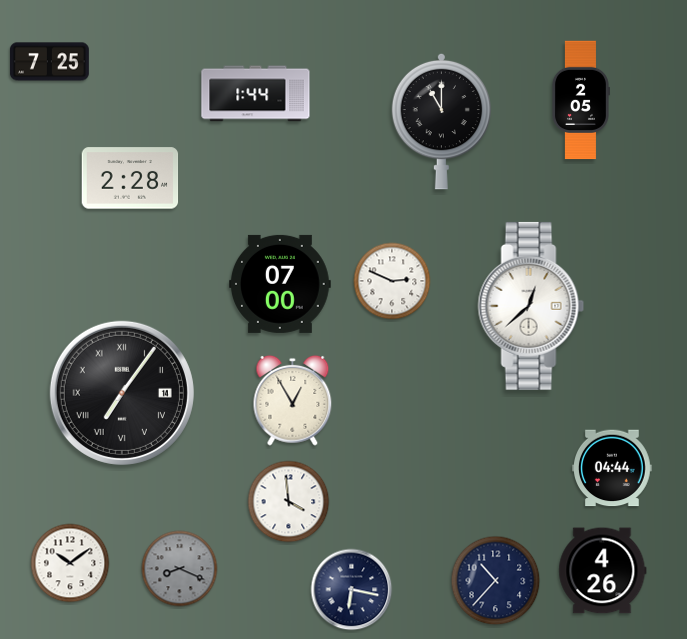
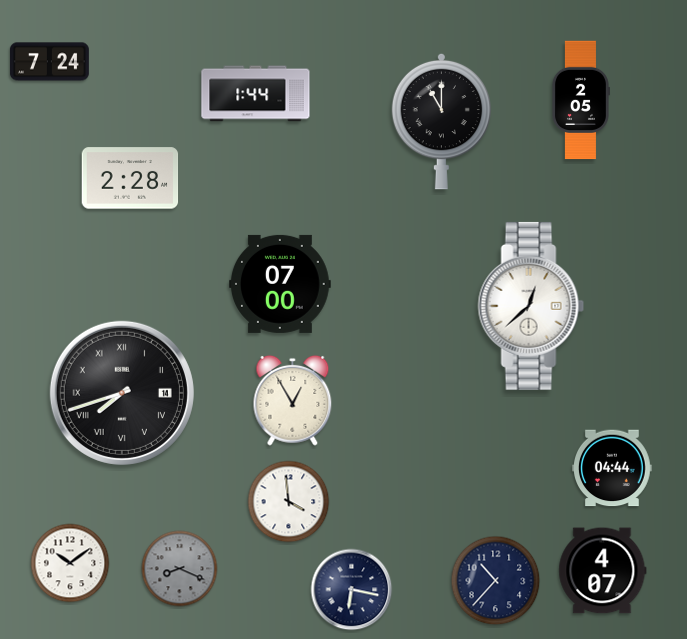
clock at (49, 62): 7:25 -> 7:24
clock at (392, 281): 2:49 -> none
clock at (122, 393): 7:06 -> 7:42
clock at (603, 571): 4:26 -> 4:07
